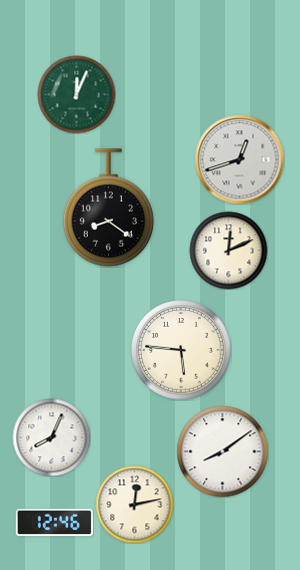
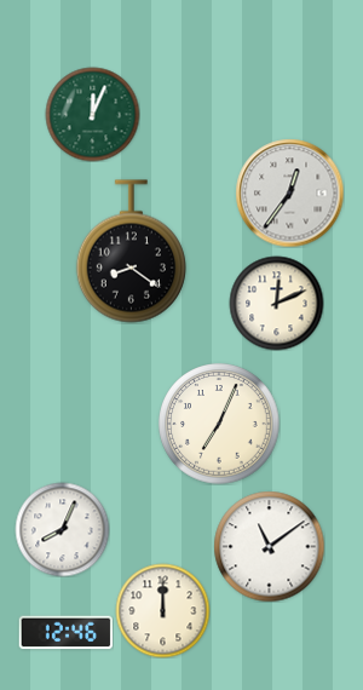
clock at (239, 159): 12:42 -> 12:36
clock at (181, 350): 5:46 -> 7:04
clock at (222, 451): 8:09 -> 11:09
clock at (134, 504): 12:13 -> 12:00
